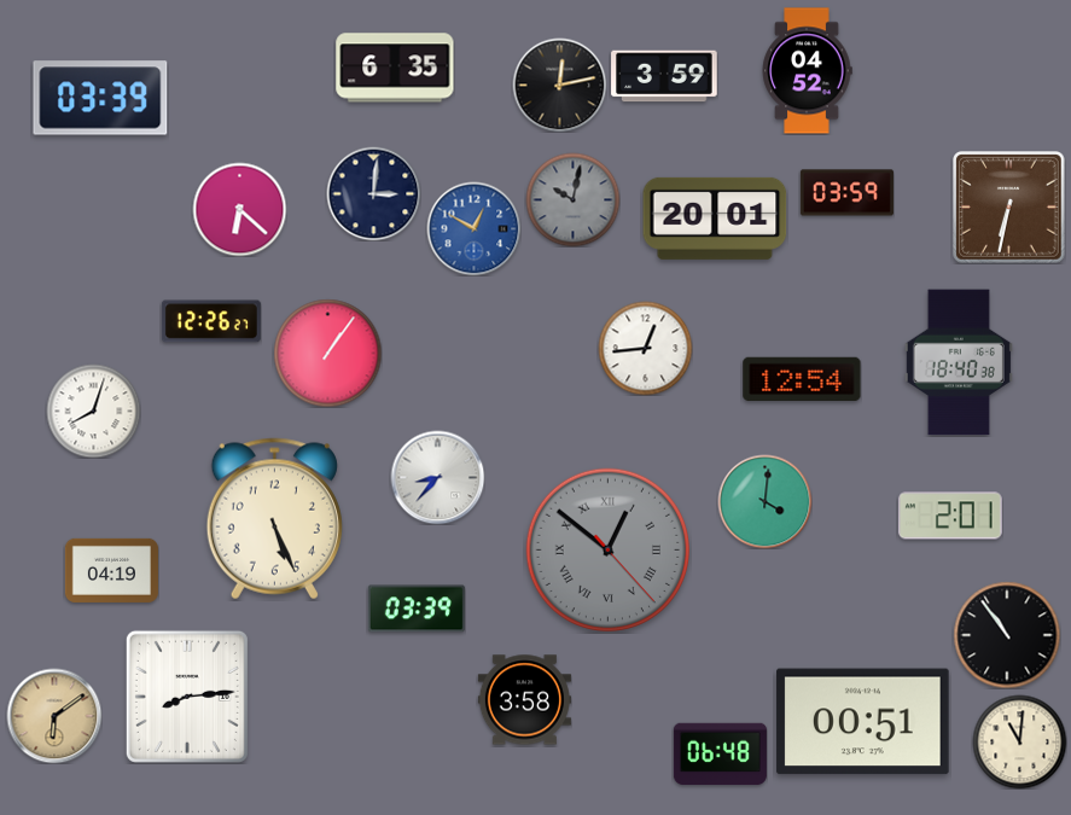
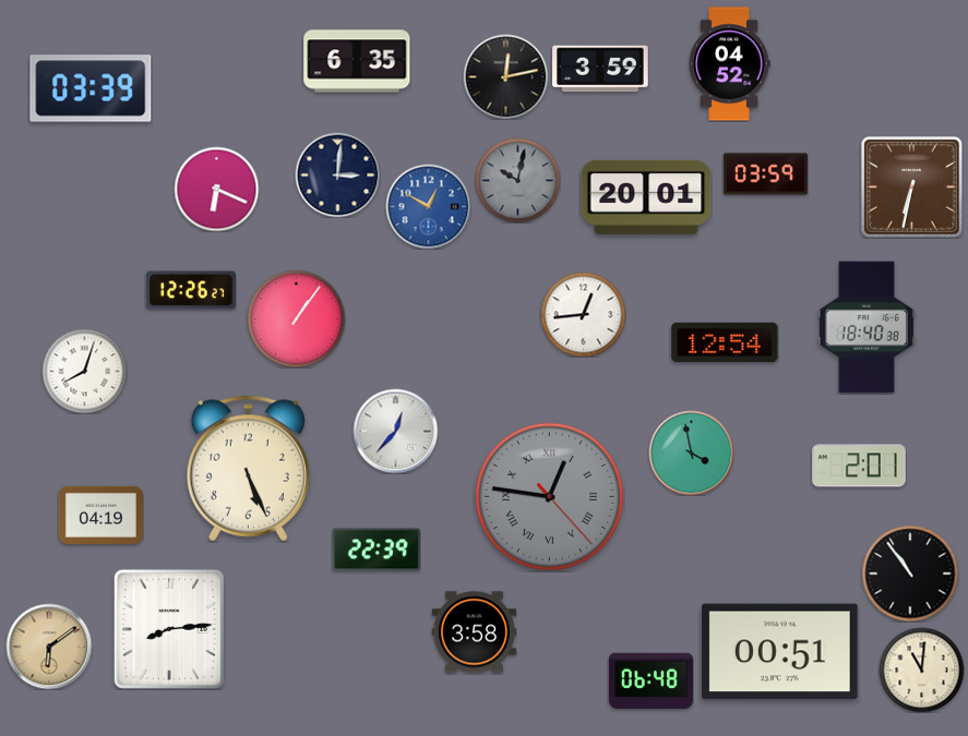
clock at (239, 209): 6:22 -> 6:19
clock at (437, 477): 8:37 -> 12:37
clock at (764, 501): 4:01 -> 3:58
clock at (607, 549): 12:51 -> 12:46
clock at (417, 609): 03:39 -> 22:39
